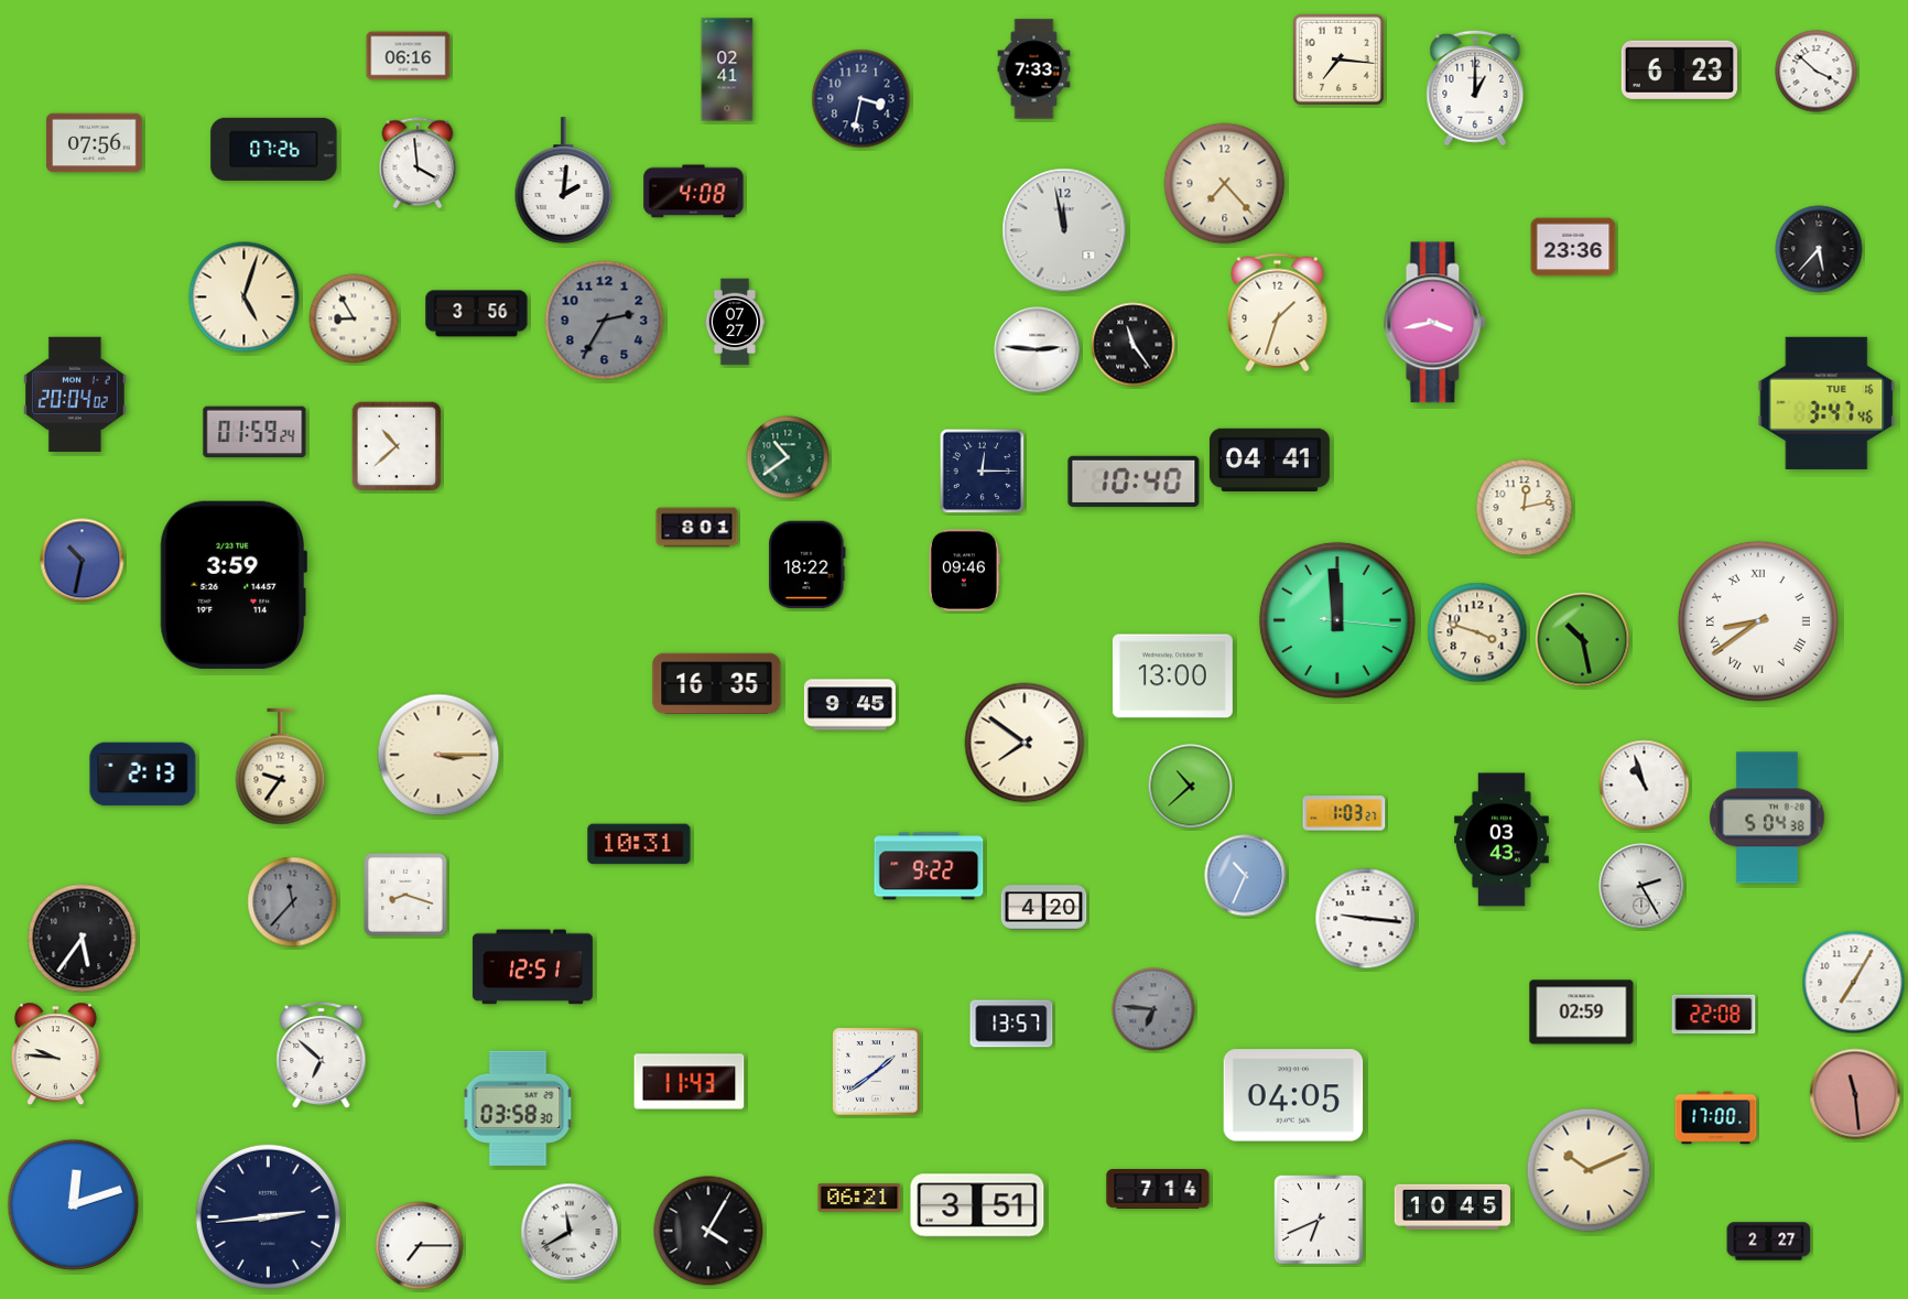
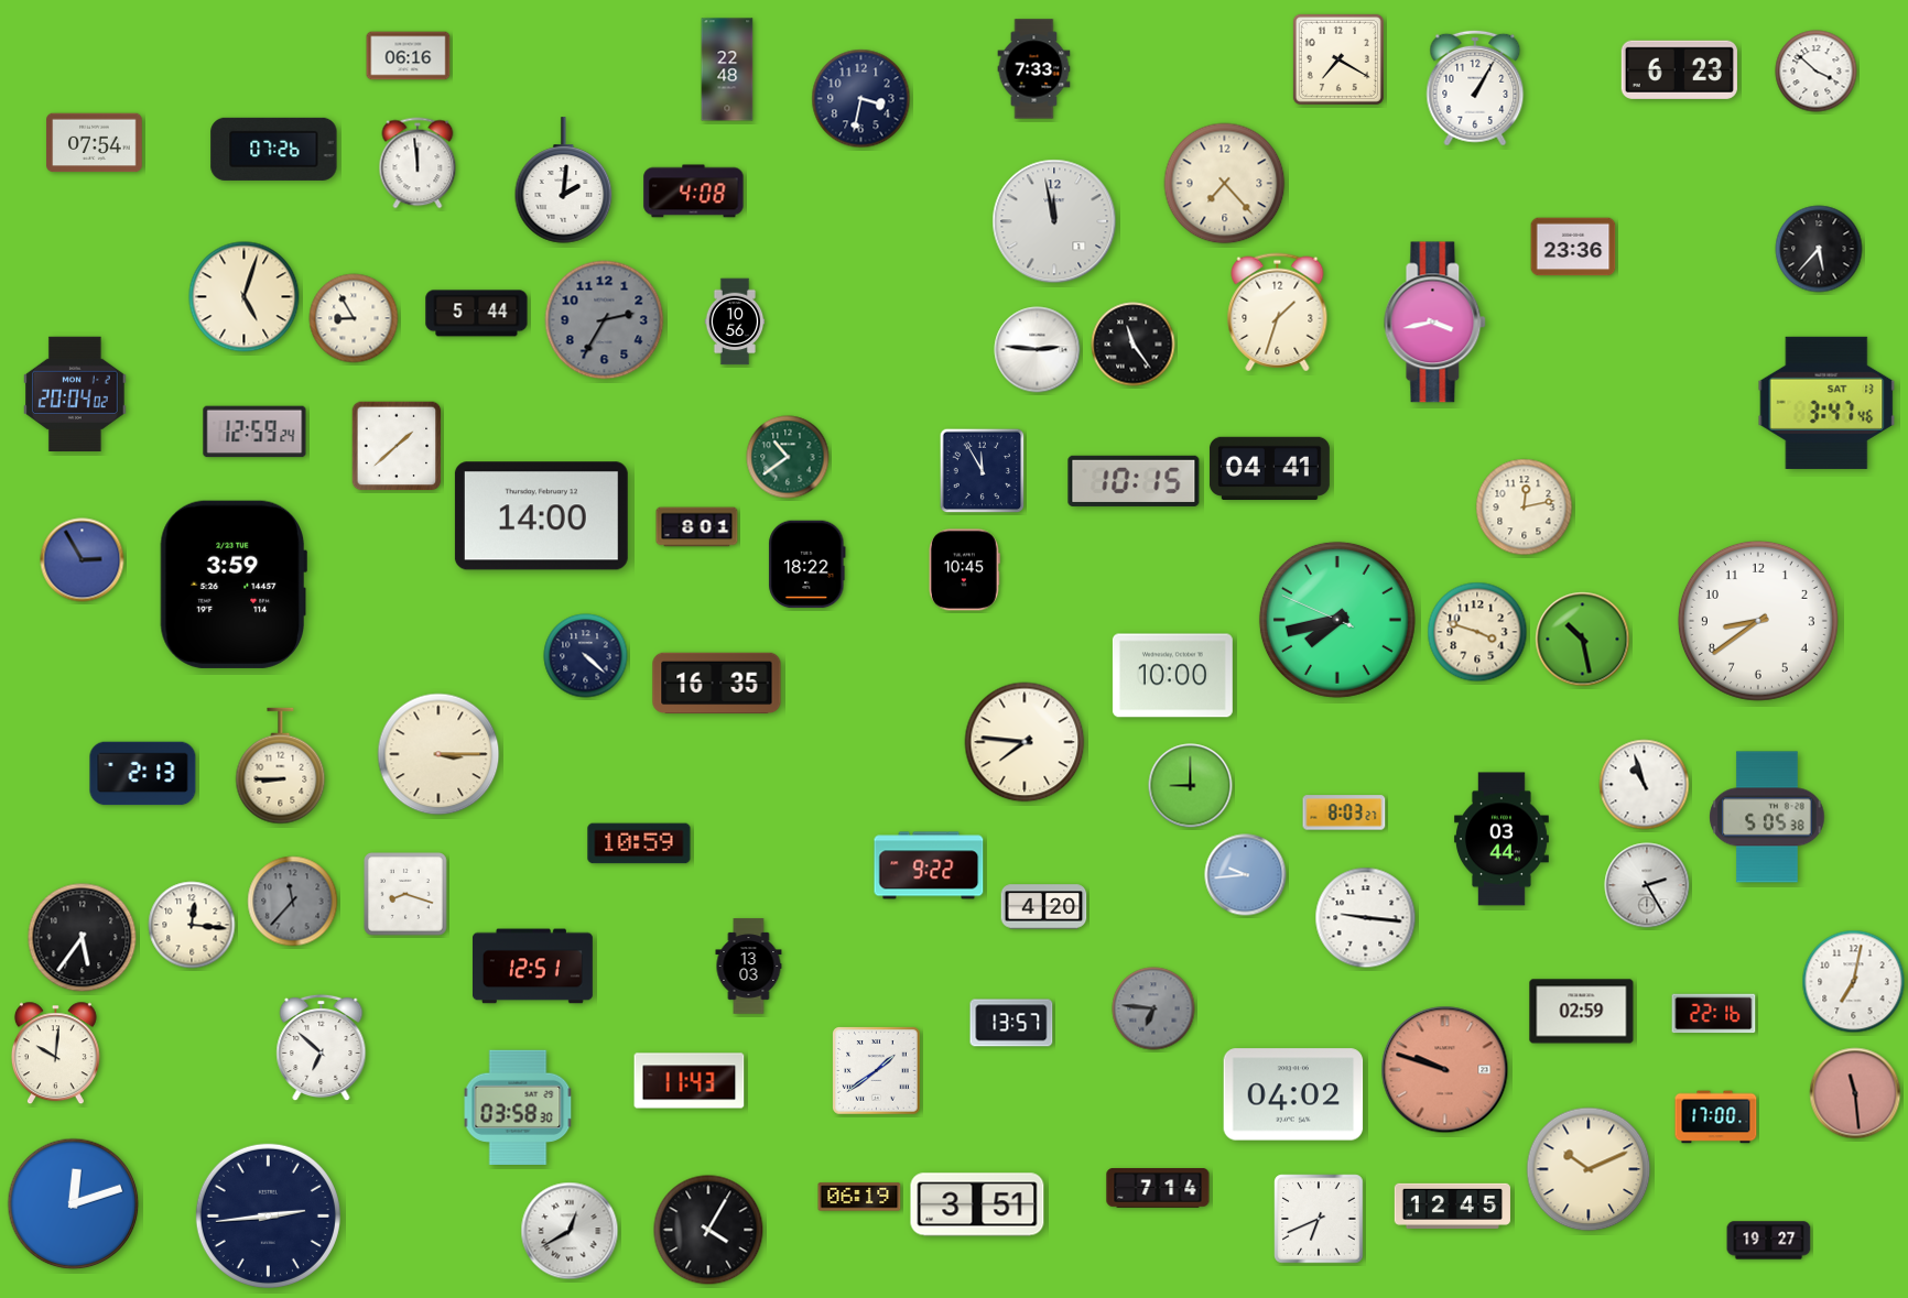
clock at (1338, 59): 7:16 -> 7:20
clock at (727, 69): 02:41 -> 22:48
clock at (1475, 88): 1:00 -> 1:05
clock at (95, 143): 07:56 -> 07:54
clock at (418, 163): 3:59 -> 11:59
clock at (1064, 230) position: (1064, 230) -> (1054, 221)
clock at (477, 314): 3:56 -> 5:44
clock at (735, 322): 07:27 -> 10:56
clock at (1826, 403) date: TUE 16 -> SAT 13
clock at (254, 432): 01:59 -> 12:59
clock at (397, 446): 10:38 -> 1:38
clock at (1269, 459) position: (1269, 459) -> (1269, 468)
clock at (983, 472): 12:15 -> 11:55
clock at (1134, 481): 10:40 -> 10:15
clock at (541, 516): none -> 14:00
clock at (83, 561): 10:32 -> 2:55
clock at (964, 571): 09:46 -> 10:45
clock at (1337, 620): 11:59 -> 7:42
clock at (1758, 621) numerals: Roman -> Arabic
clock at (586, 656): none -> 4:22
clock at (1172, 676): 13:00 -> 10:00
clock at (849, 705): 9:45 -> none
clock at (1025, 743): 7:51 -> 7:46
clock at (281, 767): 9:36 -> 8:45
clock at (1191, 787): 10:38 -> 9:00
clock at (1344, 813): 1:03 -> 8:03
clock at (1767, 818): 5:04 -> 5:05
clock at (1502, 840): 03:43 -> 03:44
clock at (639, 844): 10:31 -> 10:59
clock at (1246, 876): 10:34 -> 9:44
clock at (1641, 886) position: (1641, 886) -> (1647, 885)
clock at (192, 925): none -> 12:16
clock at (749, 967): none -> 13:03
clock at (1854, 983): 7:05 -> 7:02
clock at (1714, 1015): 22:08 -> 22:16
clock at (55, 1054): 9:46 -> 10:01
clock at (322, 1056) position: (322, 1056) -> (322, 1048)
clock at (1445, 1070): none -> 9:48
clock at (1293, 1095): 04:05 -> 04:02
clock at (859, 1198): 06:21 -> 06:19
clock at (1452, 1206): 10:45 -> 12:45
clock at (570, 1232): 11:40 -> 12:40
clock at (1769, 1242): 2:27 -> 19:27
clock at (420, 1246): 7:15 -> none
